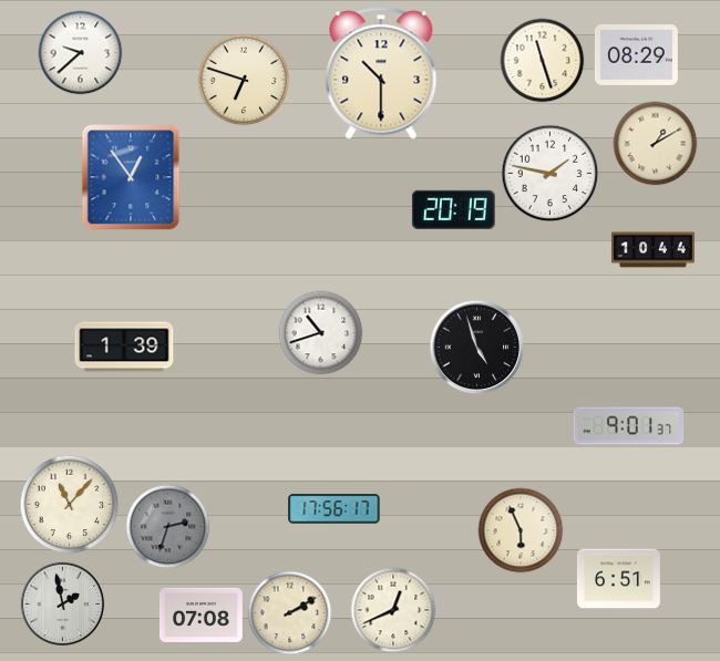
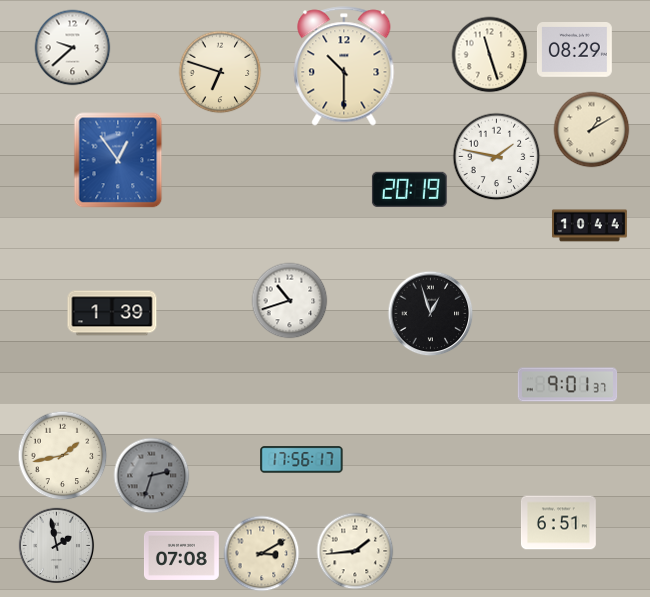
clock at (477, 348): 4:57 -> 12:57
clock at (70, 505): 11:07 -> 1:43
clock at (521, 530): 5:56 -> none
clock at (393, 610): 12:41 -> 1:44
clock at (290, 613): 2:10 -> 3:10
